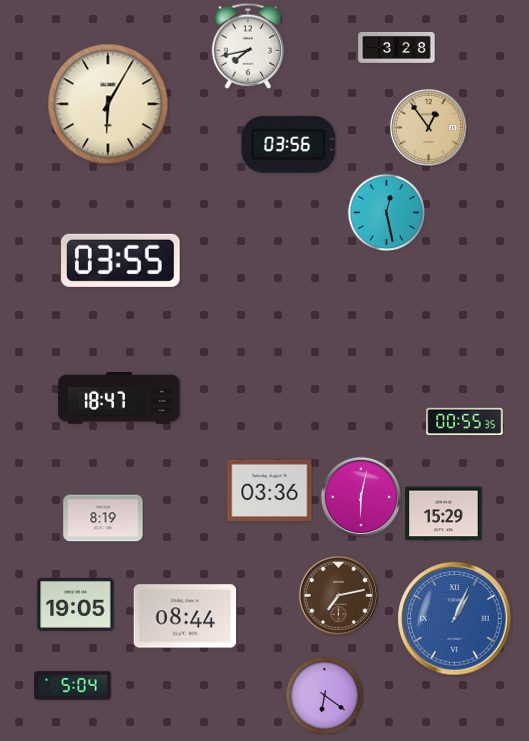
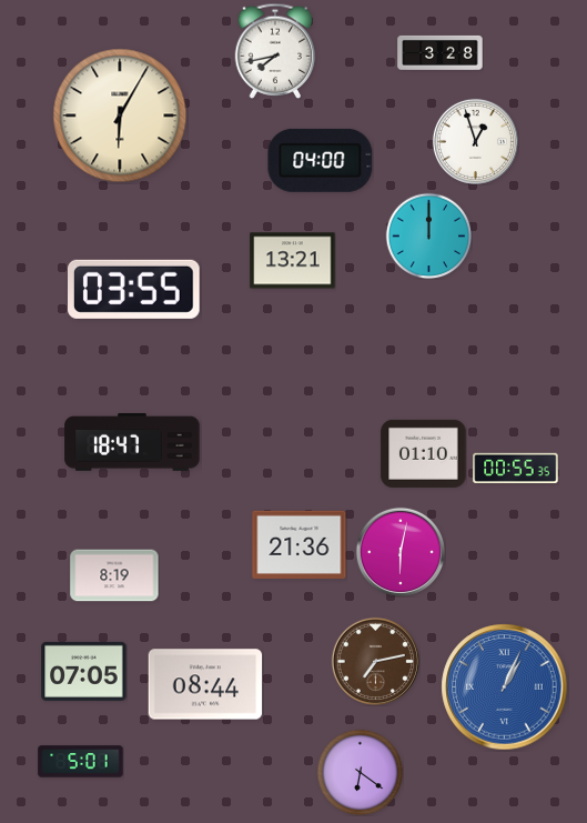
clock at (428, 127): 12:54 -> 12:57
clock at (428, 127) dial: champagne -> white
clock at (289, 144): 03:56 -> 04:00
clock at (386, 212): 12:28 -> 12:00
clock at (293, 261): none -> 13:21
clock at (424, 453): none -> 01:10
clock at (270, 490): 03:36 -> 21:36
clock at (444, 514): 15:29 -> none
clock at (76, 604): 19:05 -> 07:05
clock at (73, 686): 5:04 -> 5:01
